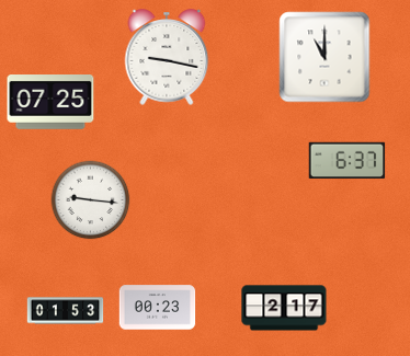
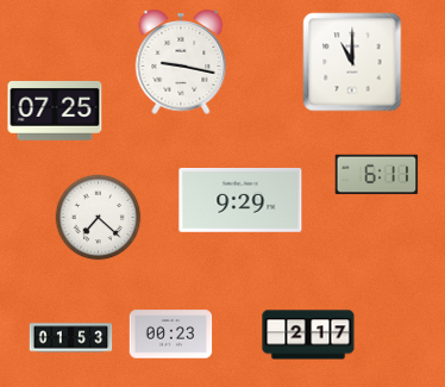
clock at (348, 161): 6:37 -> 6:11
clock at (240, 200): none -> 9:29
clock at (91, 200): 9:16 -> 7:22
